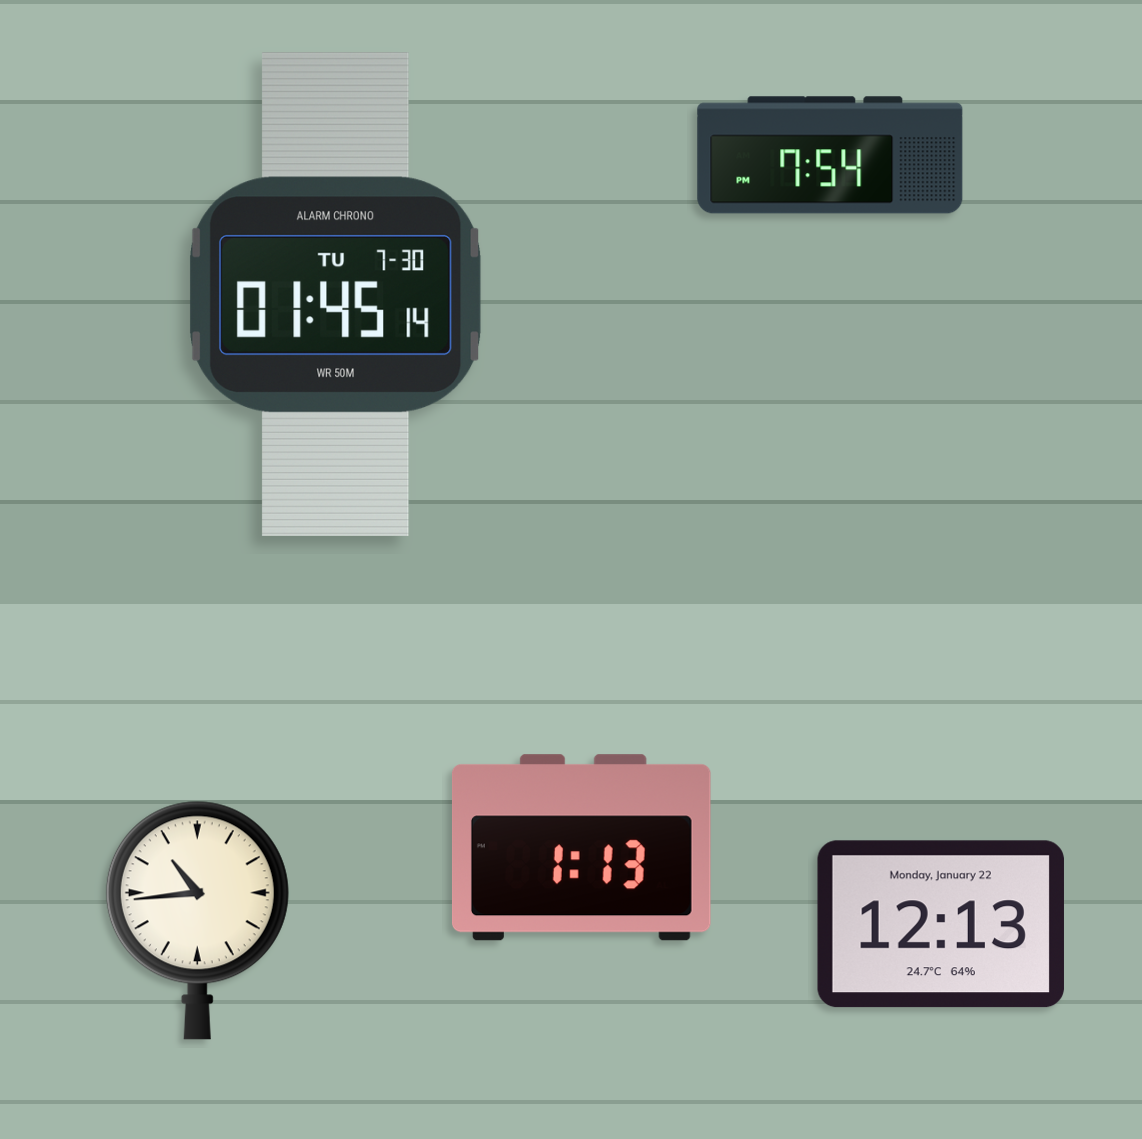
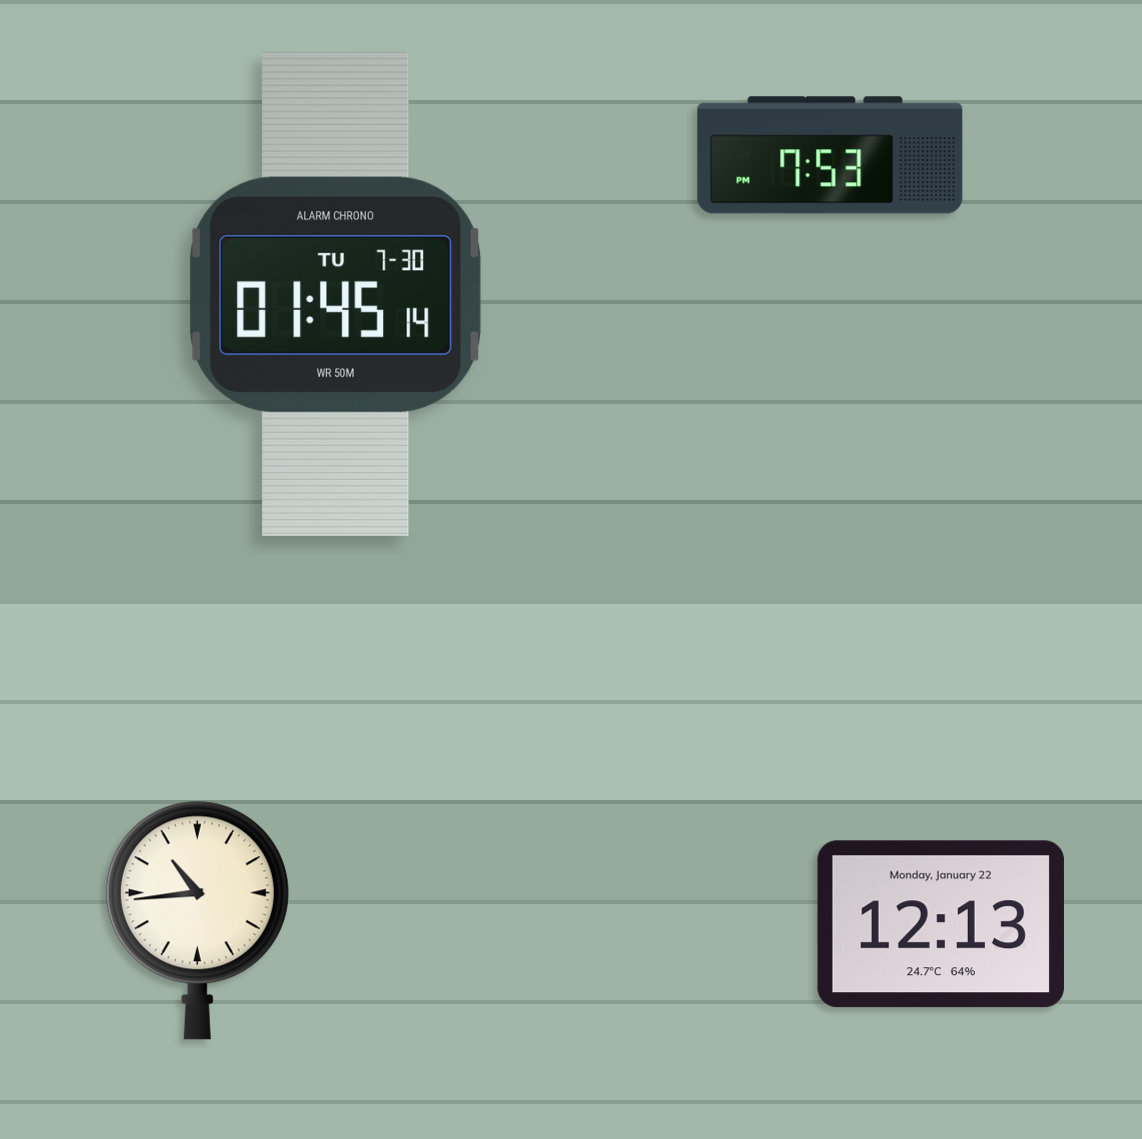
clock at (830, 155): 7:54 -> 7:53
clock at (581, 848): 1:13 -> none
